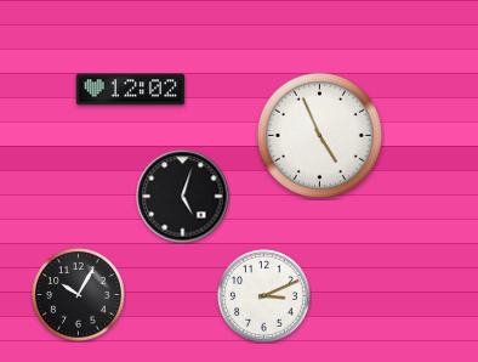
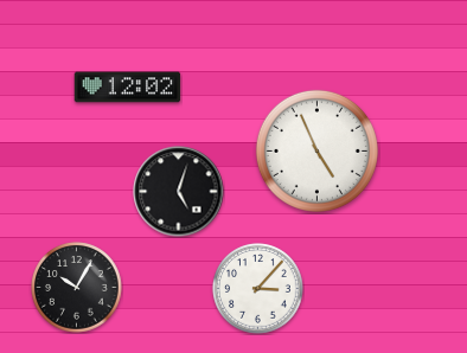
clock at (319, 135) position: (319, 135) -> (316, 150)
clock at (264, 296): 3:11 -> 3:07
